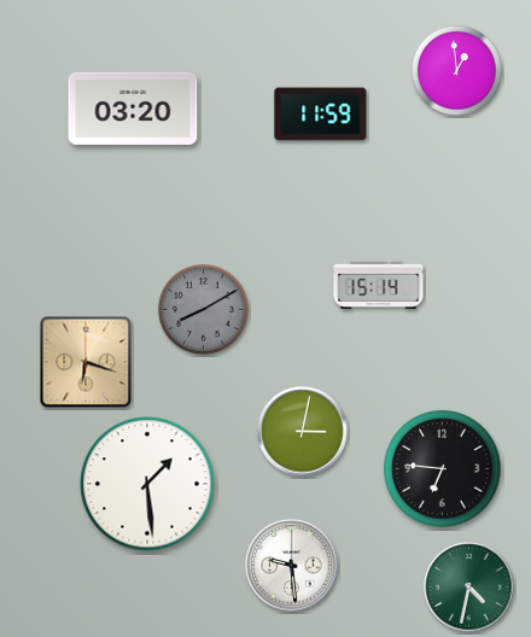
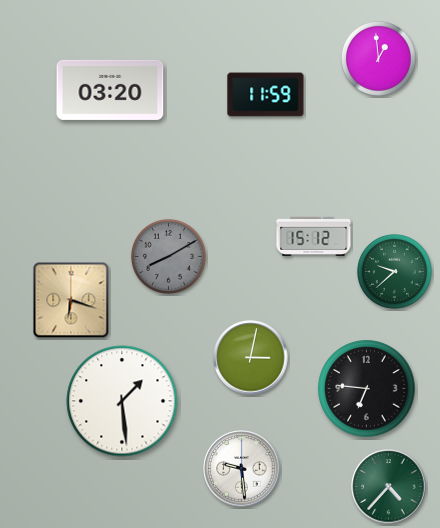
clock at (379, 285): 15:14 -> 15:12
clock at (394, 271): none -> 9:38
clock at (469, 588): 4:32 -> 4:37
